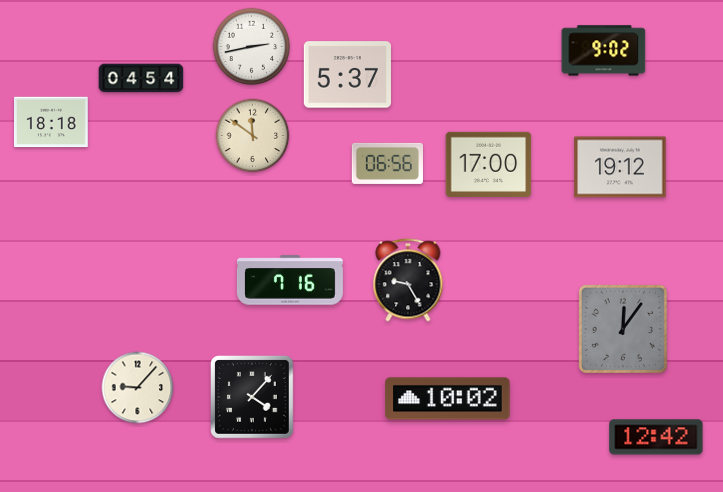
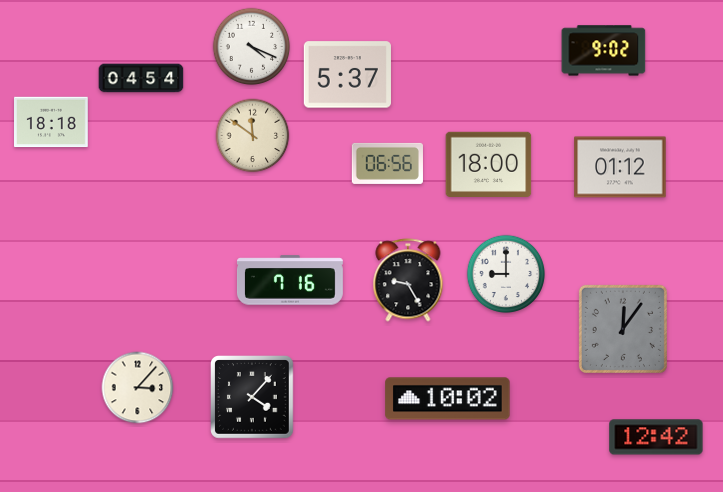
clock at (252, 47): 2:43 -> 4:19
clock at (489, 164): 17:00 -> 18:00
clock at (620, 167): 19:12 -> 01:12
clock at (506, 274): none -> 9:00
clock at (138, 388): 9:07 -> 3:07
